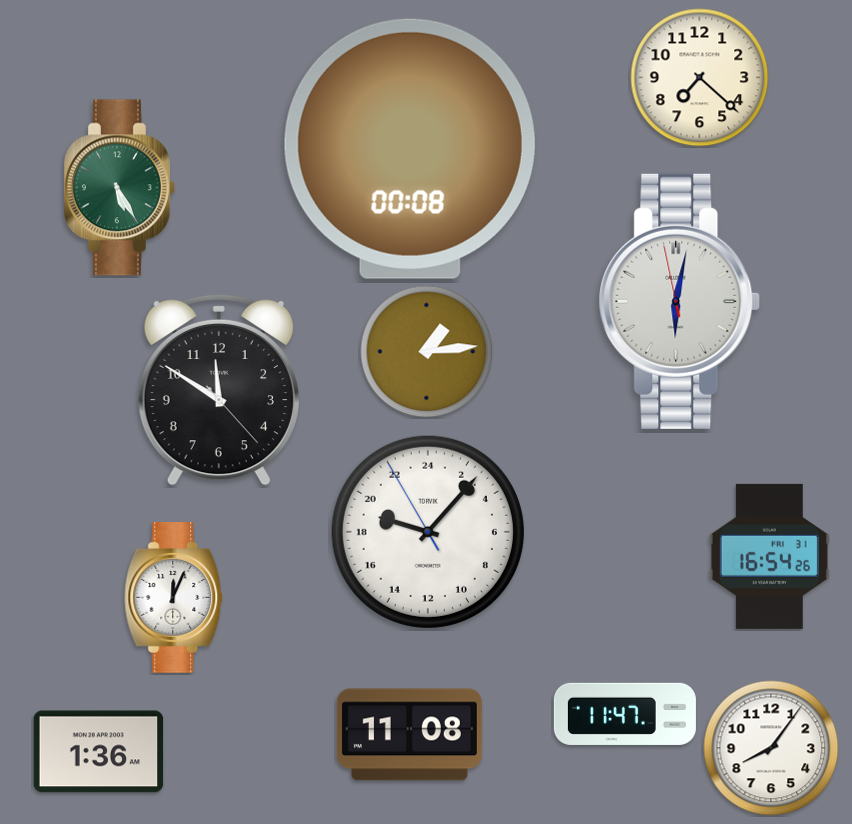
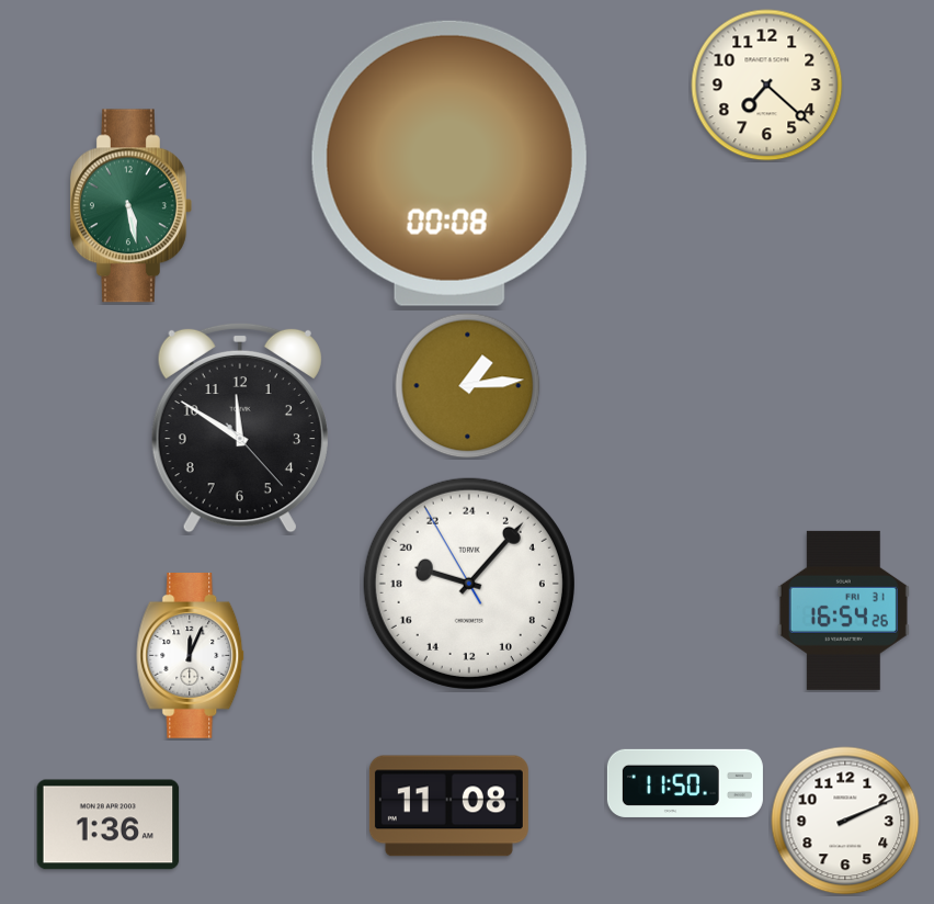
clock at (119, 188): 5:25 -> 5:28
clock at (680, 301): 6:01 -> none
clock at (625, 714): 11:47 -> 11:50
clock at (771, 748): 8:06 -> 2:11
